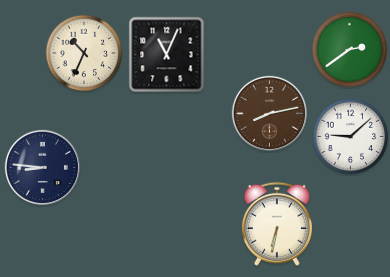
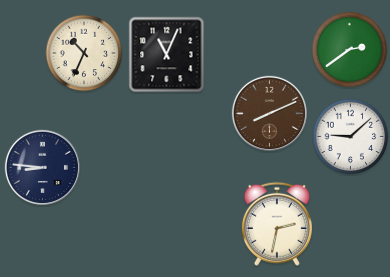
clock at (269, 113): 8:13 -> 8:11
clock at (277, 224): 6:32 -> 2:32
